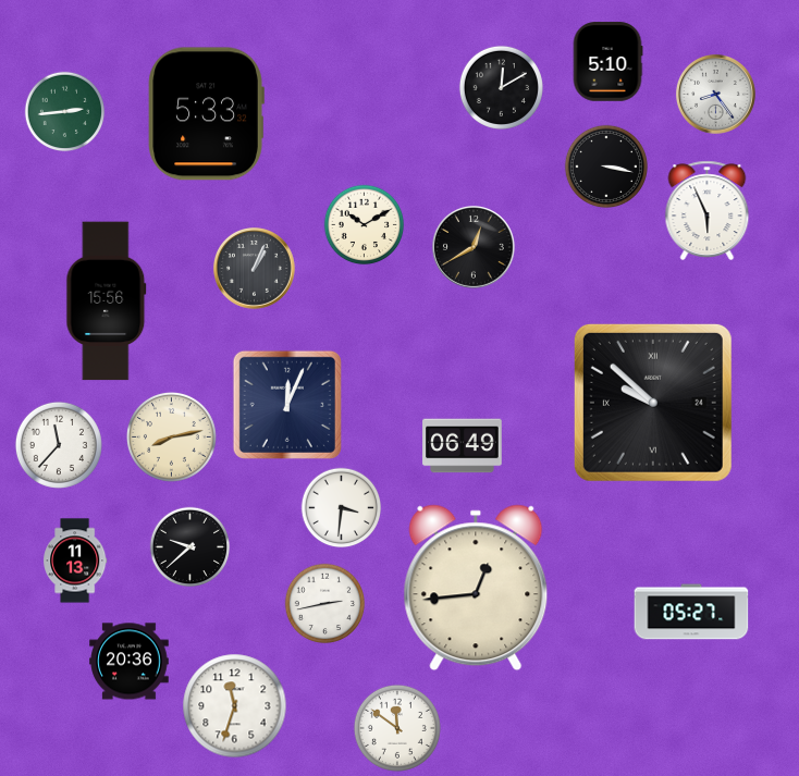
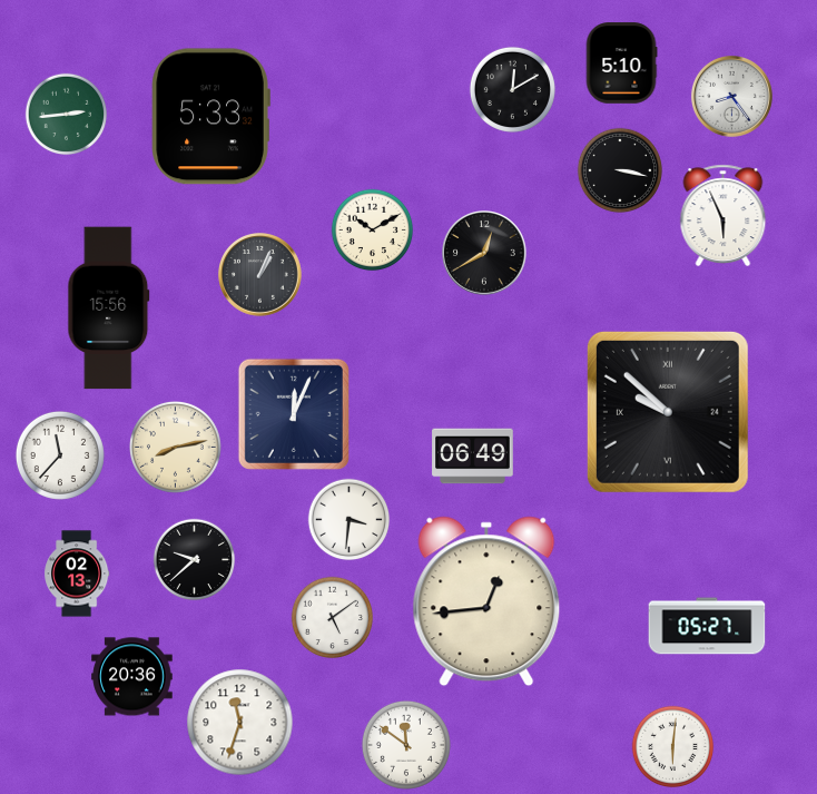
clock at (75, 561): 11:13 -> 02:13
clock at (325, 604): 2:43 -> 5:09
clock at (673, 747): none -> 6:01
